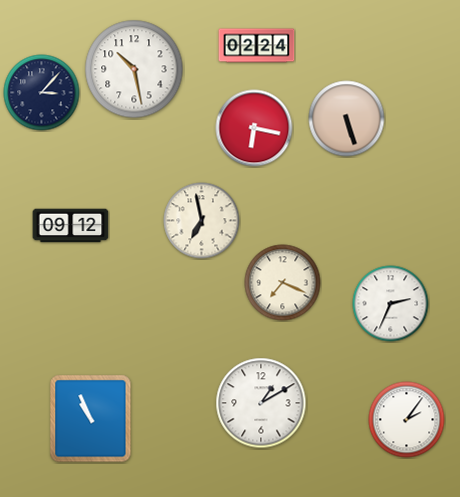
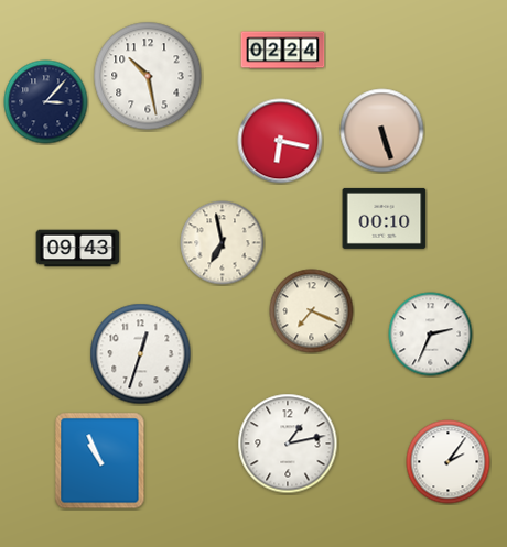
clock at (385, 218): none -> 00:10
clock at (71, 226): 09:12 -> 09:43
clock at (141, 354): none -> 12:33
clock at (261, 403): 1:10 -> 1:13
